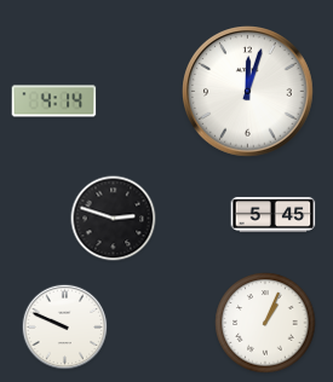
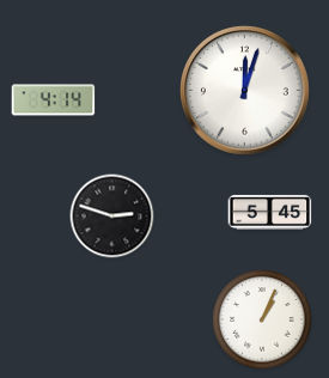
clock at (65, 328): 9:49 -> none
